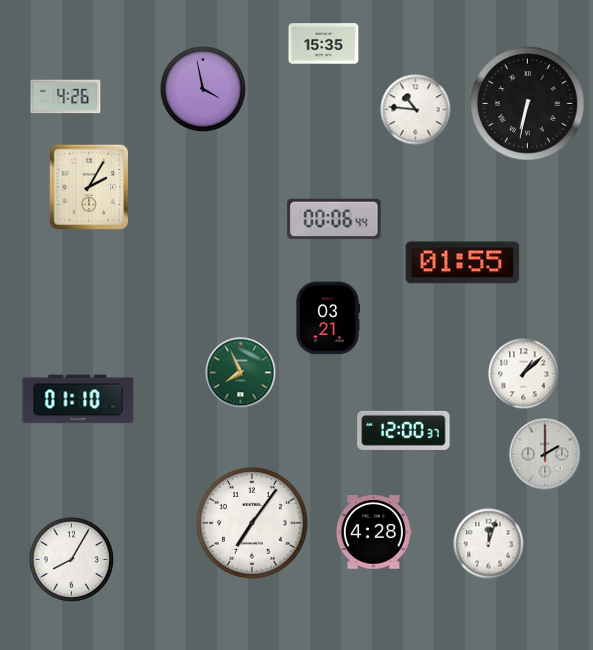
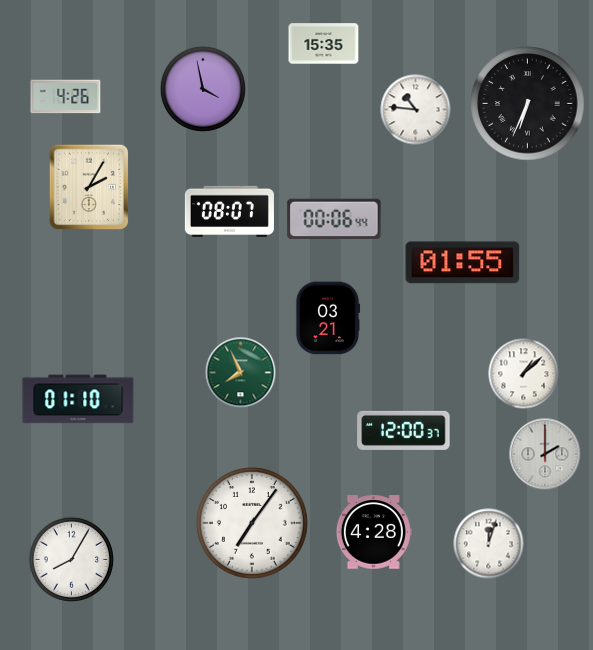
clock at (528, 104): 6:32 -> 6:34
clock at (229, 211): none -> 08:07
